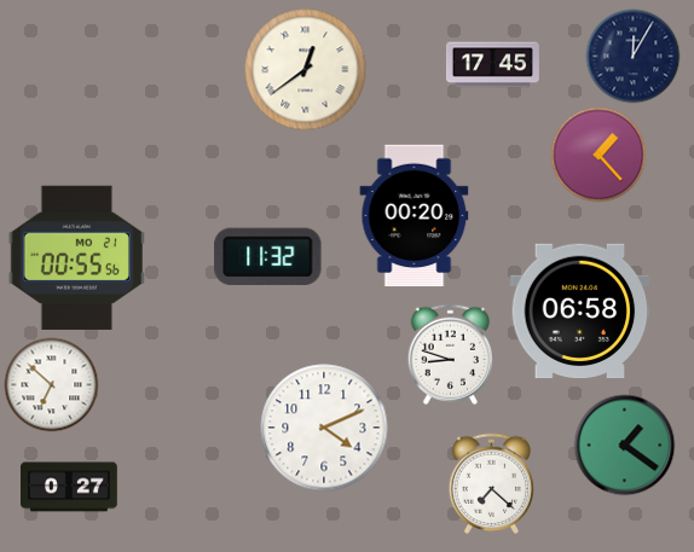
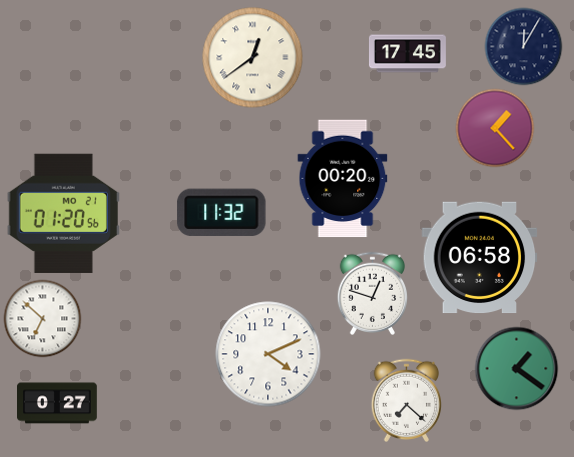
clock at (76, 257): 00:55 -> 01:20
clock at (450, 354): 8:48 -> 12:48
